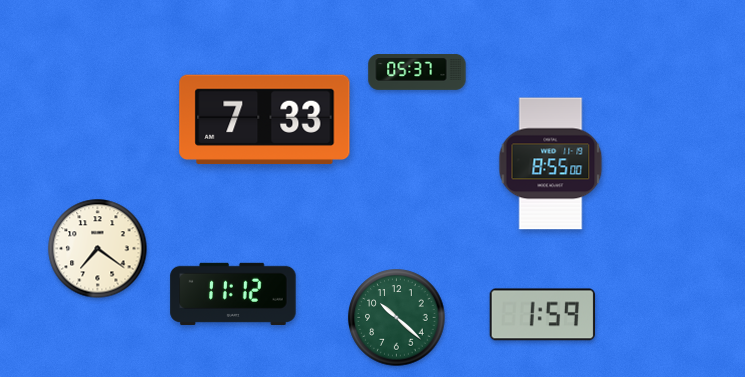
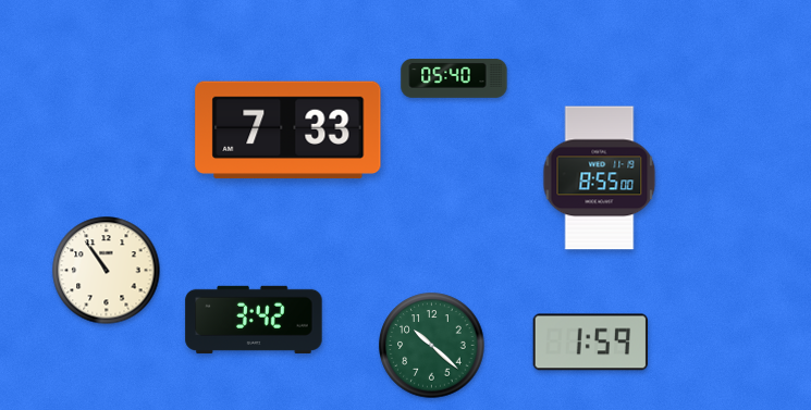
clock at (417, 73): 05:37 -> 05:40
clock at (98, 249): 7:21 -> 10:54
clock at (233, 294): 11:12 -> 3:42
